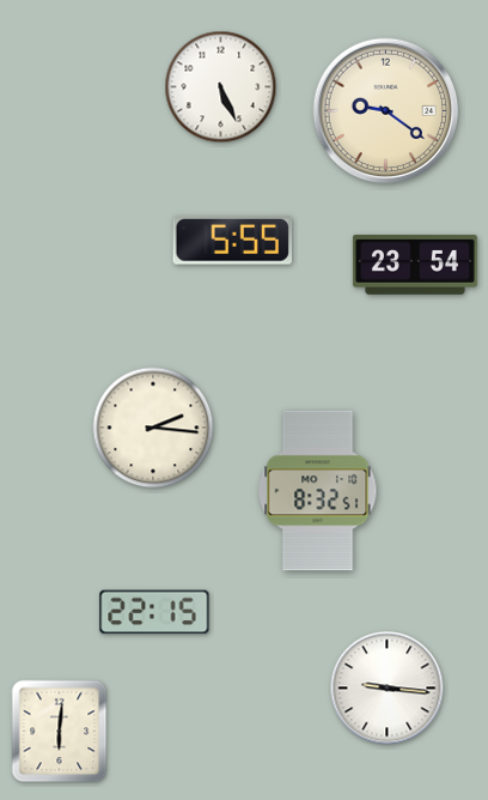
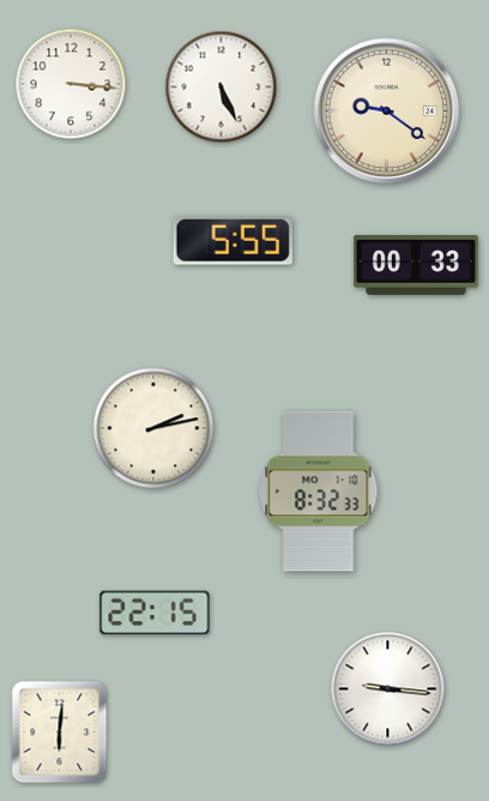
clock at (71, 84): none -> 3:16
clock at (415, 265): 23:54 -> 00:33
clock at (153, 428): 2:16 -> 2:13
clock at (318, 491): 8:32:51 -> 8:32:33
